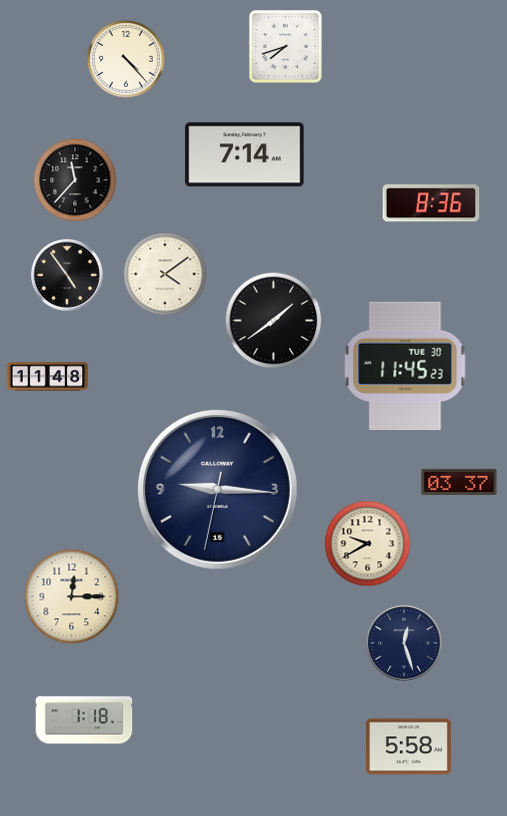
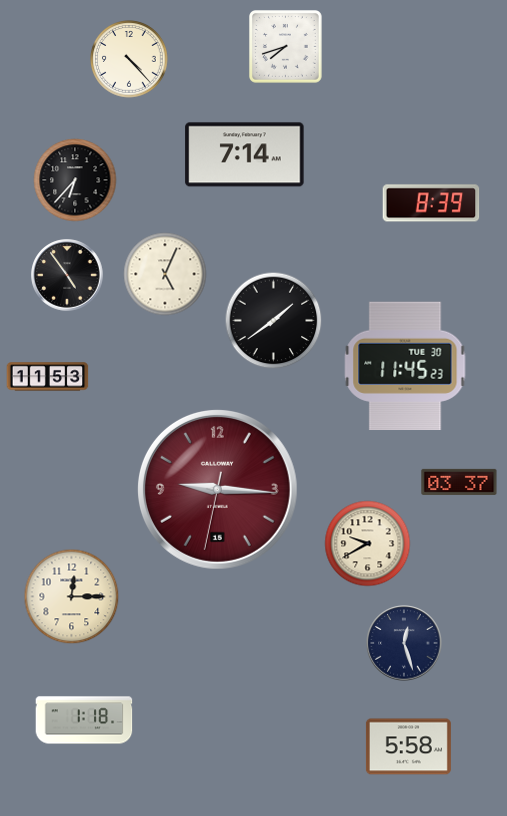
clock at (126, 59) position: (126, 59) -> (129, 59)
clock at (75, 180): 11:37 -> 6:37
clock at (431, 203): 8:36 -> 8:39
clock at (165, 274): 4:09 -> 5:04
clock at (48, 377): 11:48 -> 11:53
clock at (217, 489) dial: navy -> burgundy
